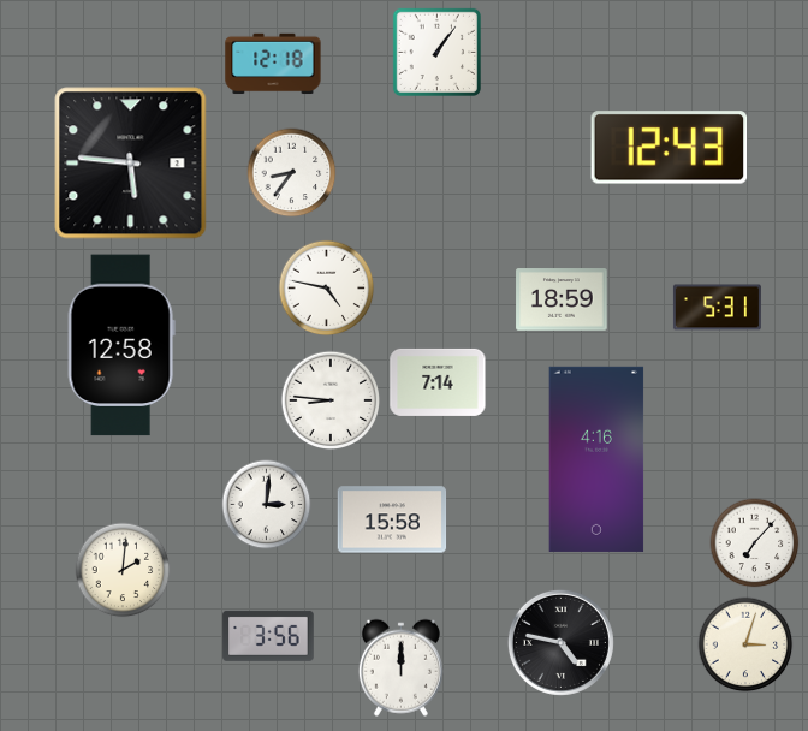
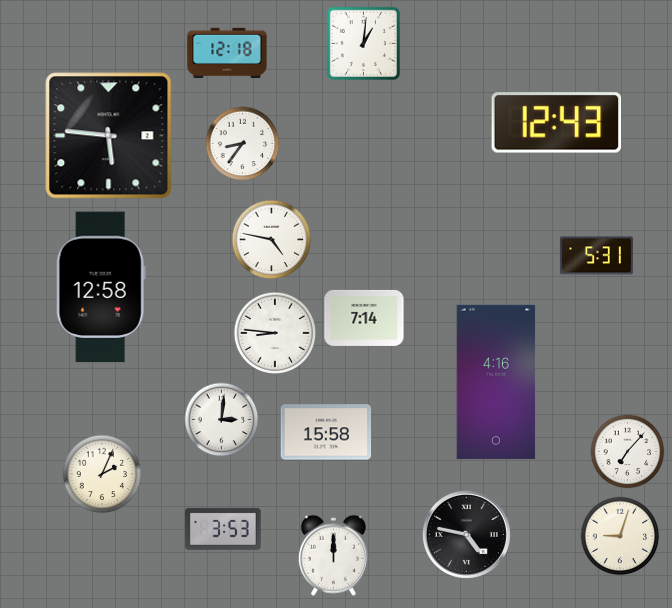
clock at (436, 52): 1:06 -> 1:01
clock at (562, 299): 18:59 -> none
clock at (123, 570): 2:01 -> 2:04
clock at (268, 636): 3:56 -> 3:53
clock at (745, 644): 3:03 -> 9:03
